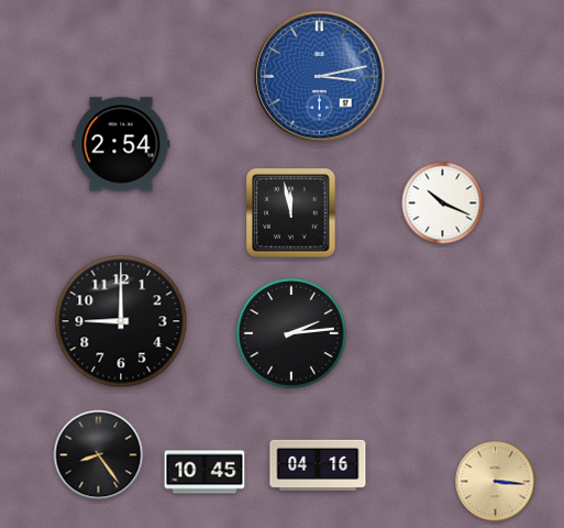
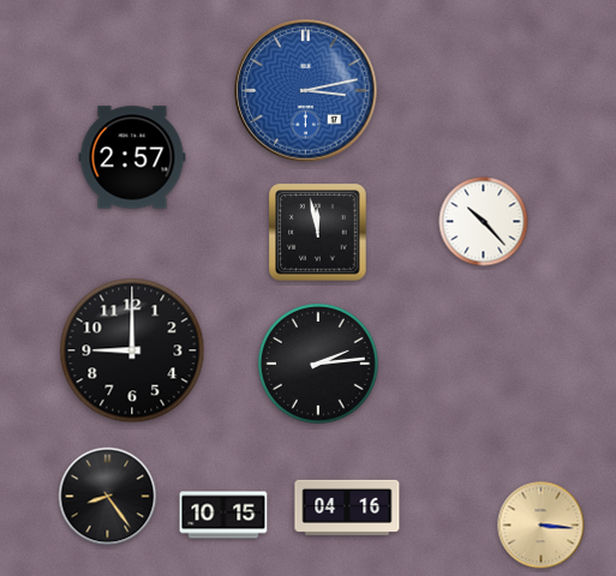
clock at (320, 77) position: (320, 77) -> (306, 91)
clock at (121, 144): 2:54 -> 2:57
clock at (443, 204): 10:19 -> 10:23
clock at (204, 472): 10:45 -> 10:15
